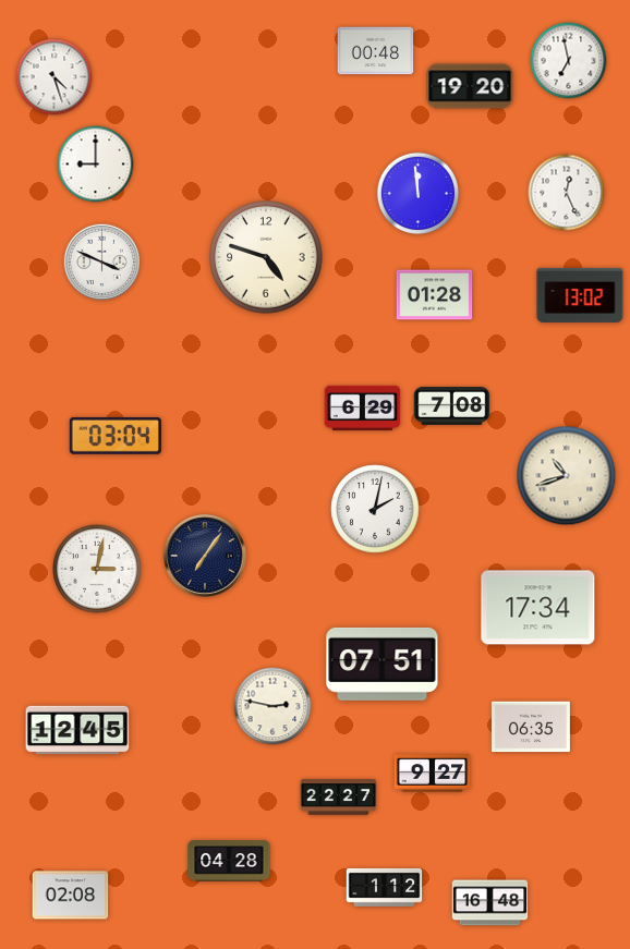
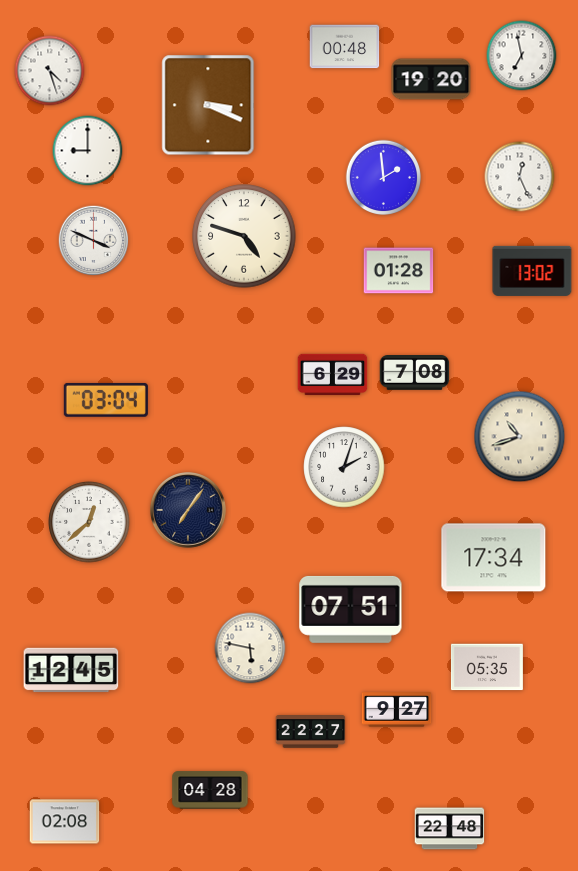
clock at (208, 105): none -> 3:19
clock at (419, 194): 11:59 -> 1:59
clock at (375, 509): 2:02 -> 2:03
clock at (97, 569): 3:02 -> 12:38
clock at (272, 706): 2:47 -> 5:47
clock at (531, 727): 06:35 -> 05:35
clock at (385, 887): 1:12 -> none
clock at (490, 903): 16:48 -> 22:48
